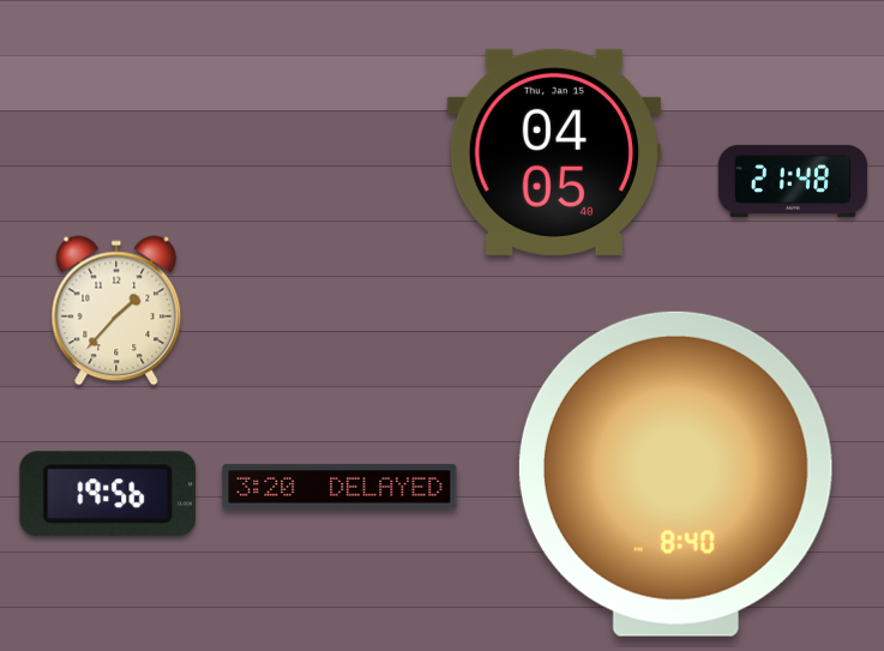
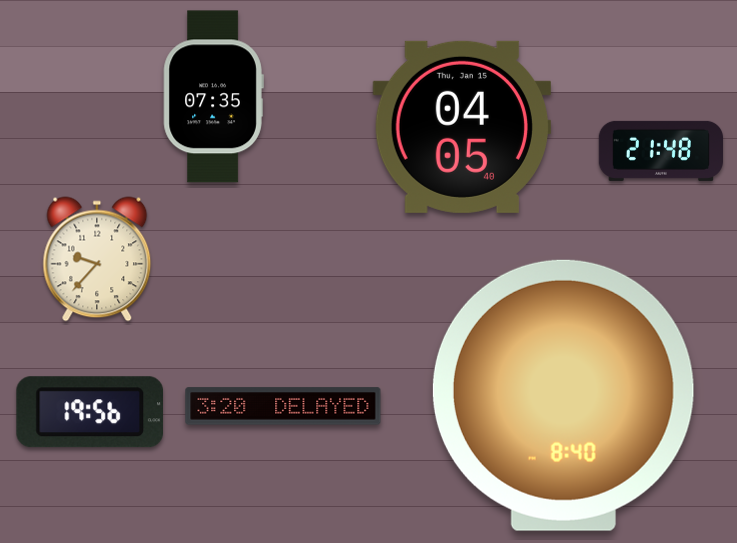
clock at (213, 97): none -> 07:35
clock at (116, 311): 1:37 -> 9:37
